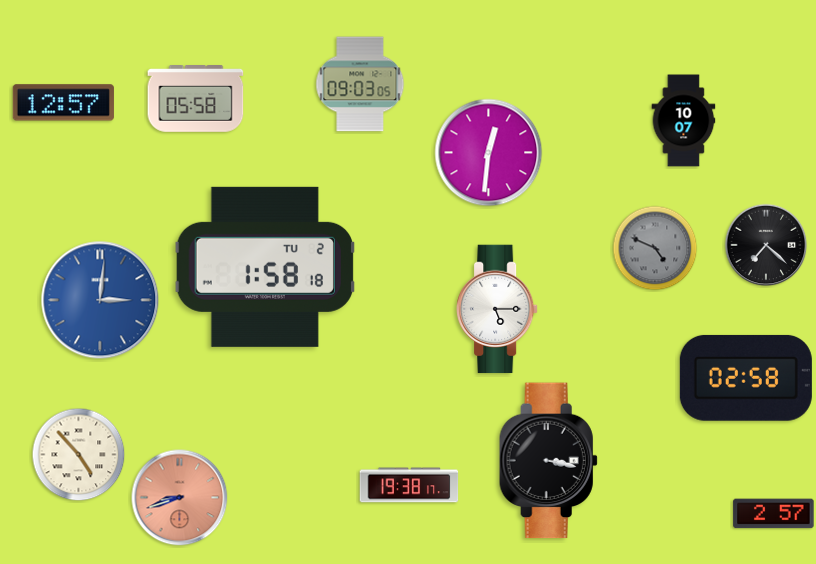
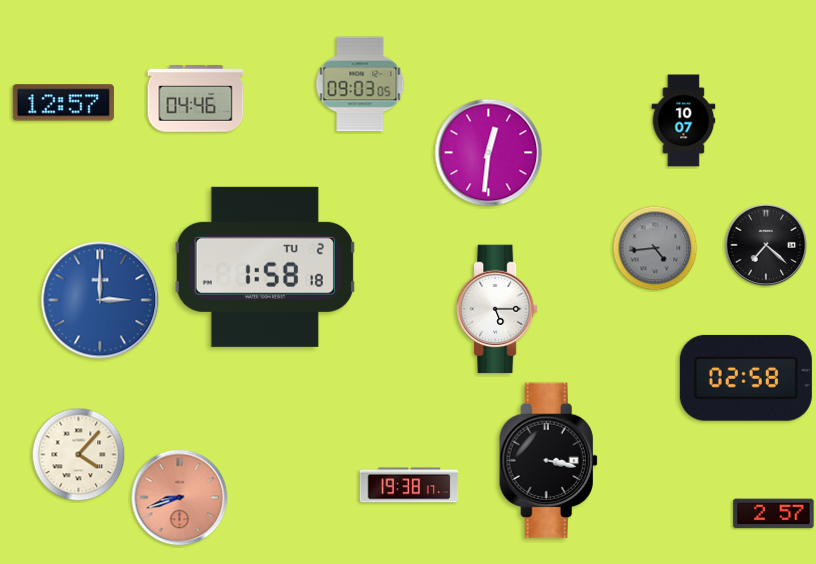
clock at (196, 99): 05:58 -> 04:46
clock at (655, 248): 4:49 -> 4:44
clock at (100, 300): 3:01 -> 3:00
clock at (79, 455): 4:53 -> 4:07
